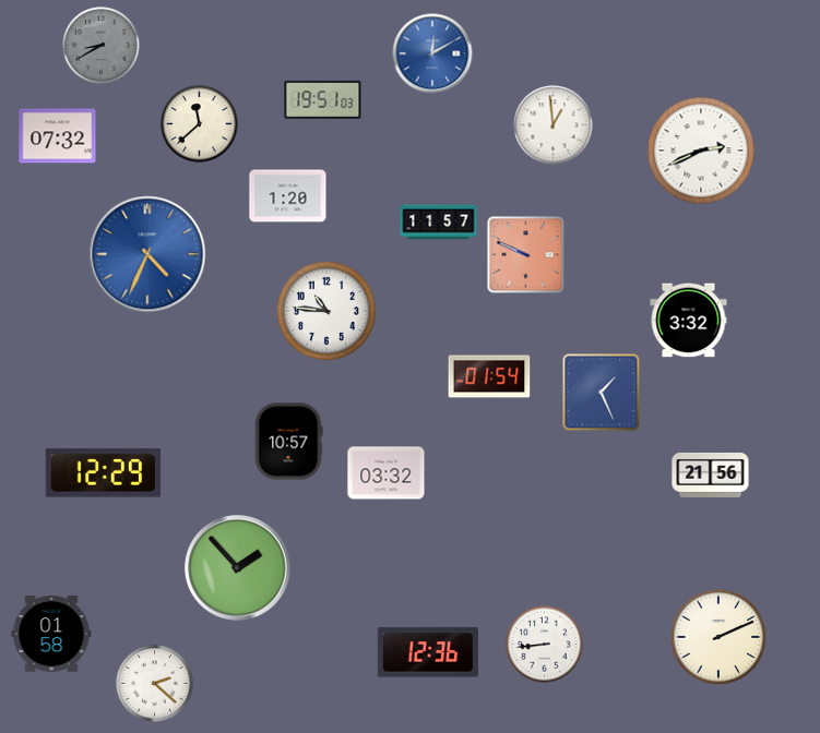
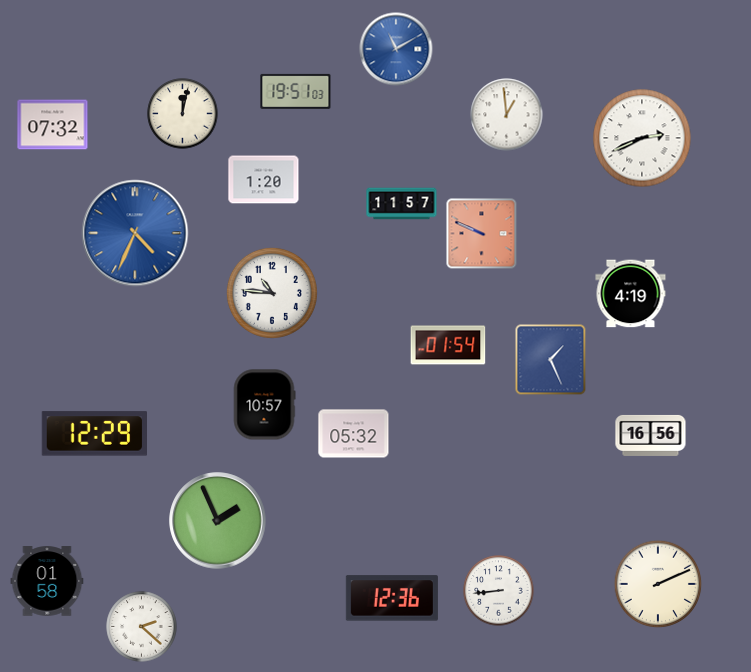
clock at (102, 46): 8:40 -> none
clock at (432, 53): 12:10 -> 11:10
clock at (200, 124): 11:38 -> 12:02
clock at (326, 311) position: (326, 311) -> (272, 293)
clock at (689, 321): 3:32 -> 4:19
clock at (387, 473): 03:32 -> 05:32
clock at (711, 474): 21:56 -> 16:56
clock at (238, 568): 1:53 -> 1:56
